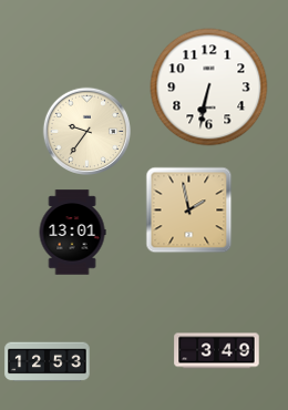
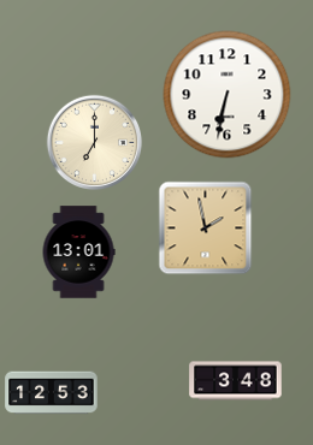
clock at (86, 131): 9:36 -> 7:00
clock at (217, 351): 3:49 -> 3:48
